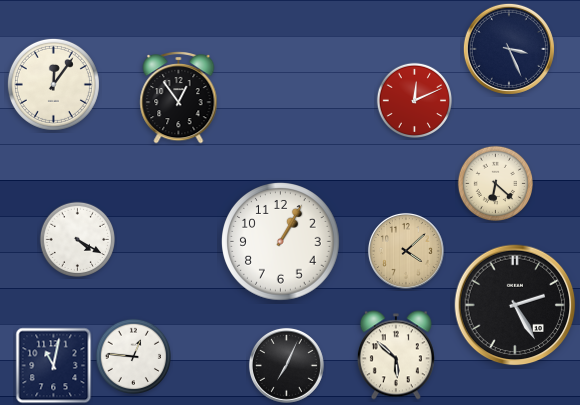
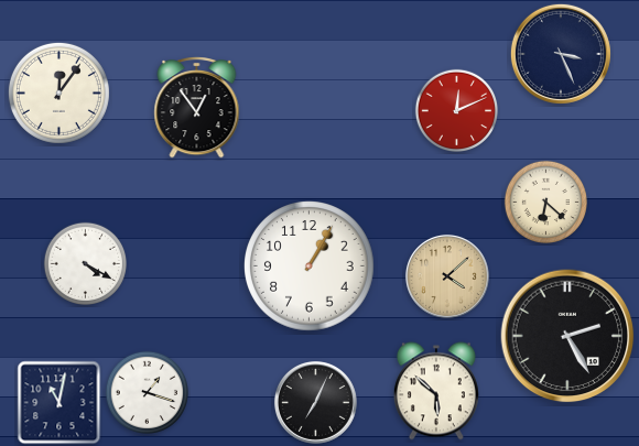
clock at (134, 357): 12:46 -> 1:18
